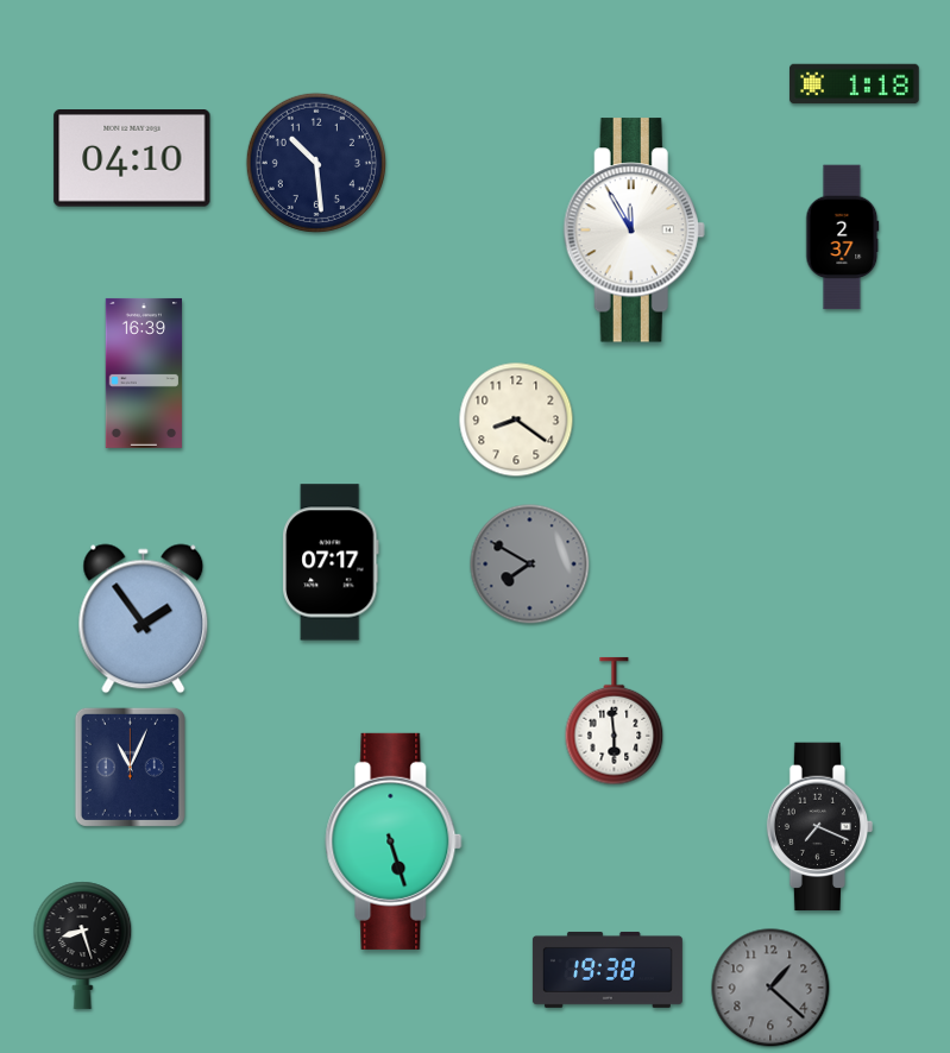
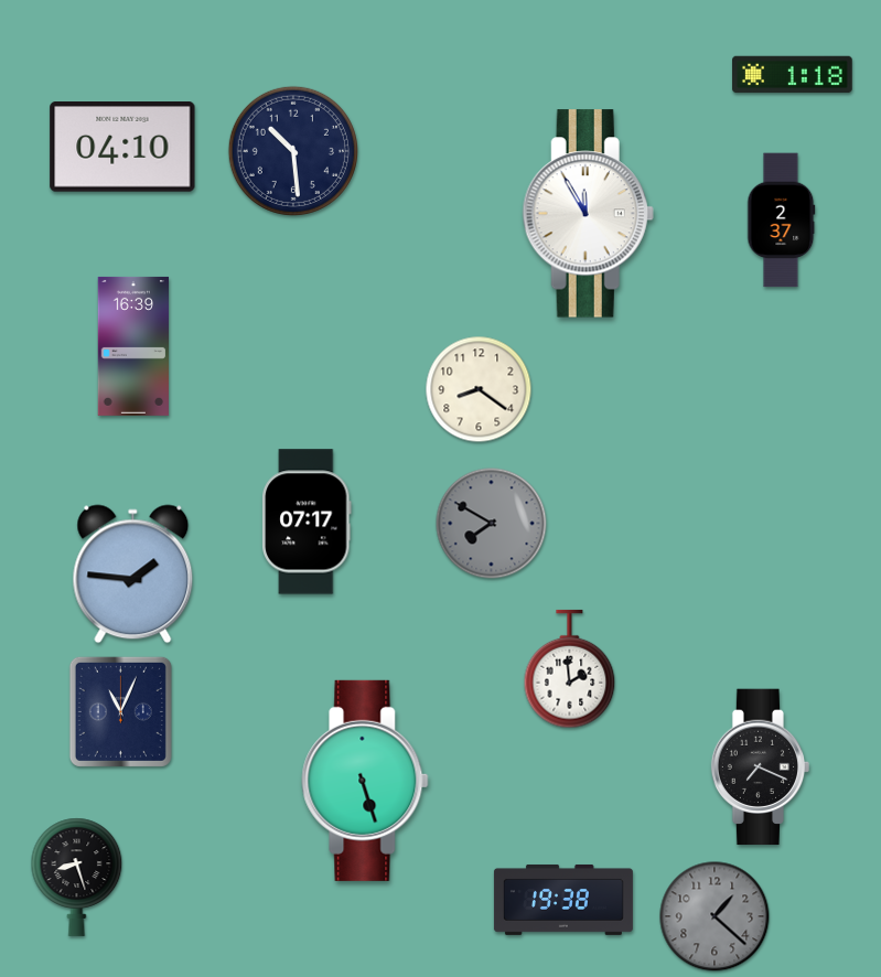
clock at (855, 84) position: (855, 84) -> (793, 75)
clock at (144, 619): 1:54 -> 1:46
clock at (615, 721): 5:59 -> 1:59
